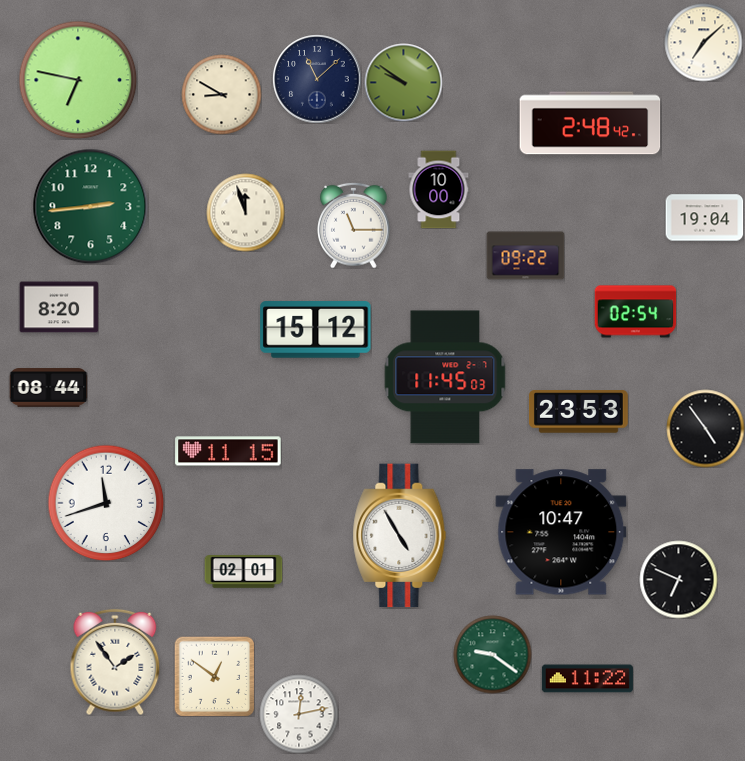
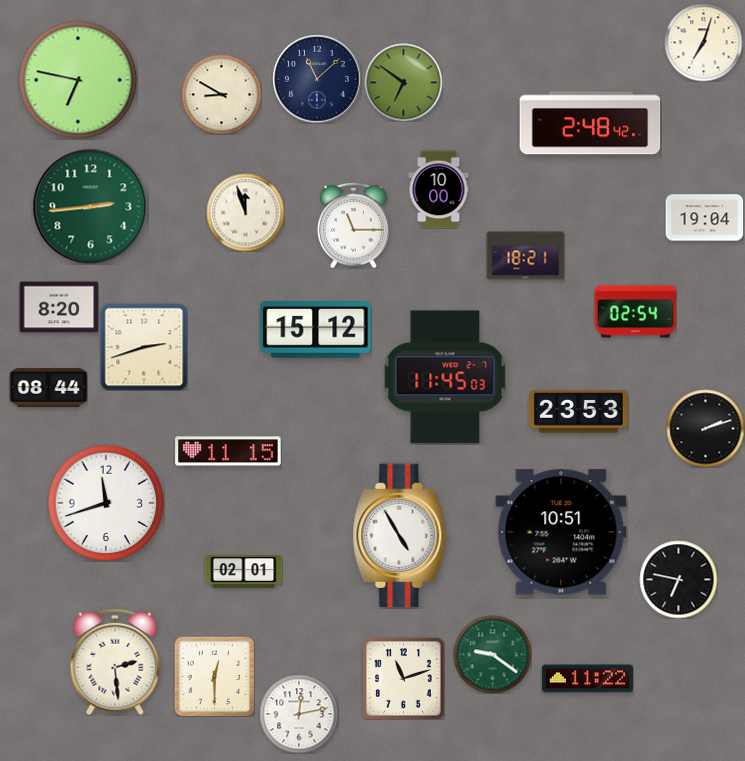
clock at (703, 42): 7:08 -> 7:03
clock at (403, 82): 9:51 -> 6:51
clock at (525, 256): 09:22 -> 18:21
clock at (144, 347): none -> 2:42
clock at (705, 428): 4:54 -> 2:12
clock at (561, 532): 10:47 -> 10:51
clock at (678, 579): 6:49 -> 6:47
clock at (115, 662): 1:54 -> 2:29
clock at (214, 676): 12:51 -> 12:30
clock at (403, 678): none -> 11:12
